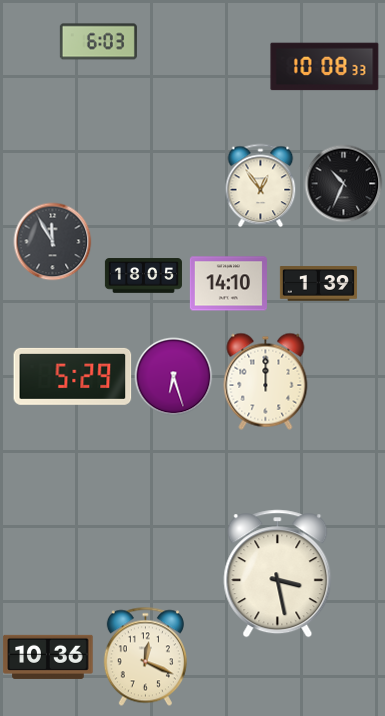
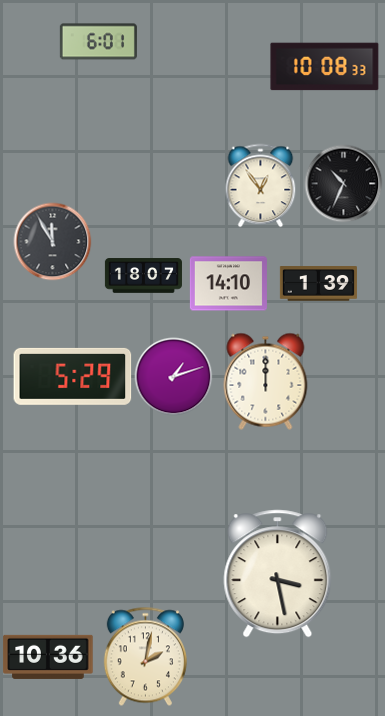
clock at (98, 42): 6:03 -> 6:01
clock at (143, 276): 18:05 -> 18:07
clock at (173, 376): 6:27 -> 1:12
clock at (145, 656): 12:19 -> 2:02
